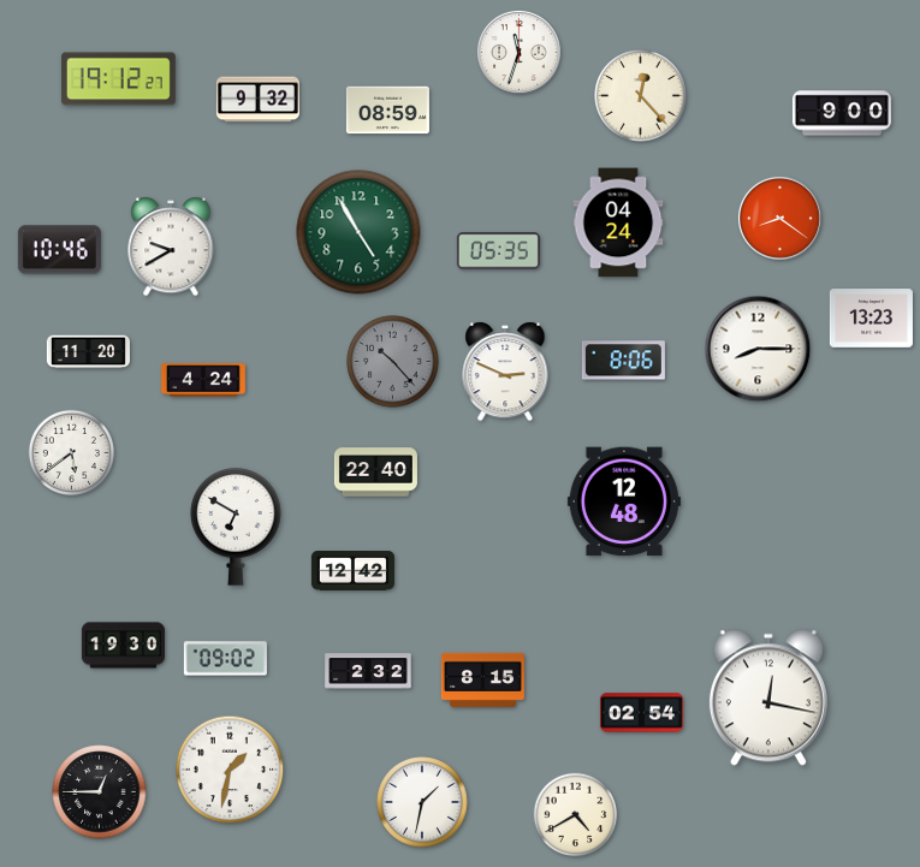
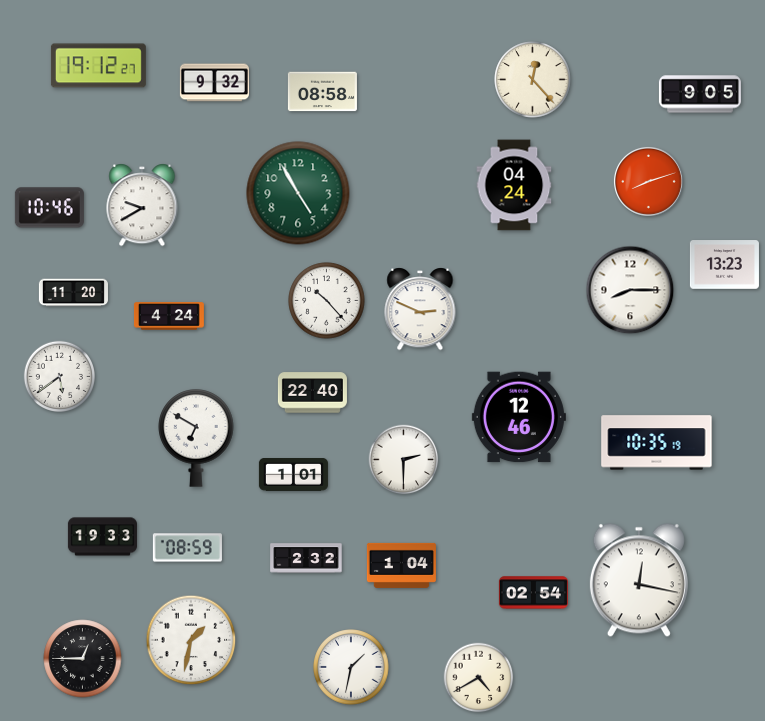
clock at (518, 52): 11:33 -> none
clock at (387, 111): 08:59 -> 08:58
clock at (842, 113): 9:00 -> 9:05
clock at (779, 218): 8:21 -> 8:12
clock at (498, 251): 05:35 -> none
clock at (623, 361): 8:06 -> none
clock at (393, 362) dial: grey -> white
clock at (624, 501): 12:48 -> 12:46
clock at (657, 443): none -> 10:35
clock at (404, 460): none -> 2:30
clock at (352, 571): 12:42 -> 1:01
clock at (123, 646): 19:30 -> 19:33
clock at (225, 659): 09:02 -> 08:59
clock at (482, 679): 8:15 -> 1:04
